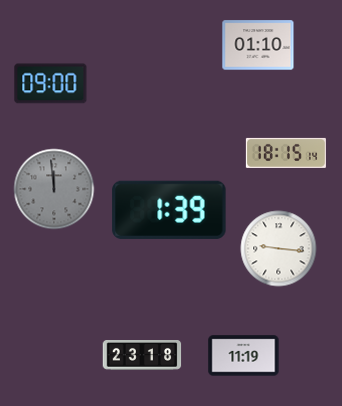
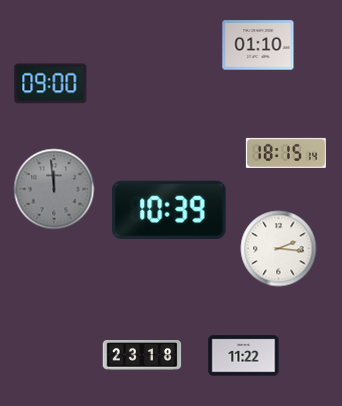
clock at (169, 210): 1:39 -> 10:39
clock at (279, 249): 9:16 -> 2:16
clock at (244, 356): 11:19 -> 11:22
